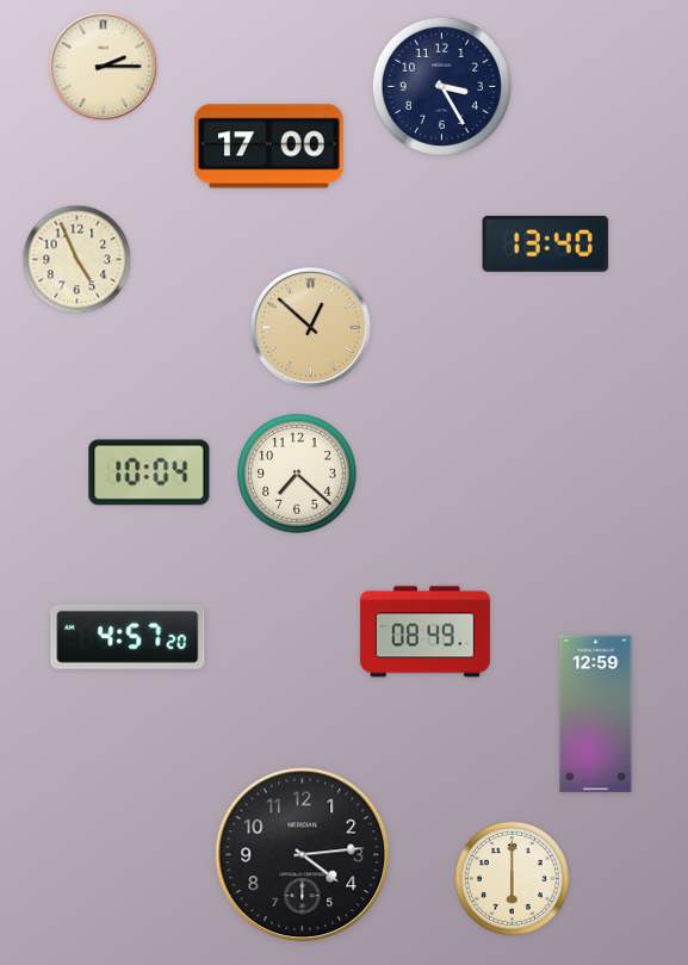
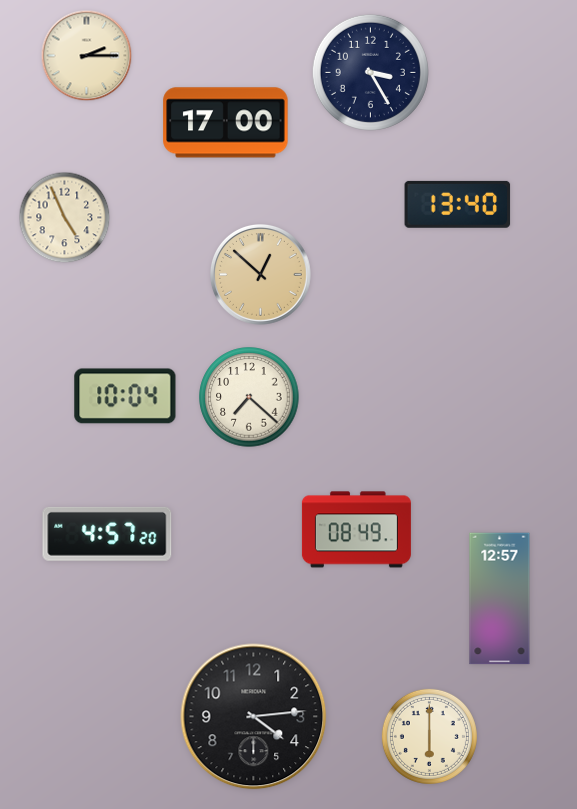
clock at (596, 715): 12:59 -> 12:57
